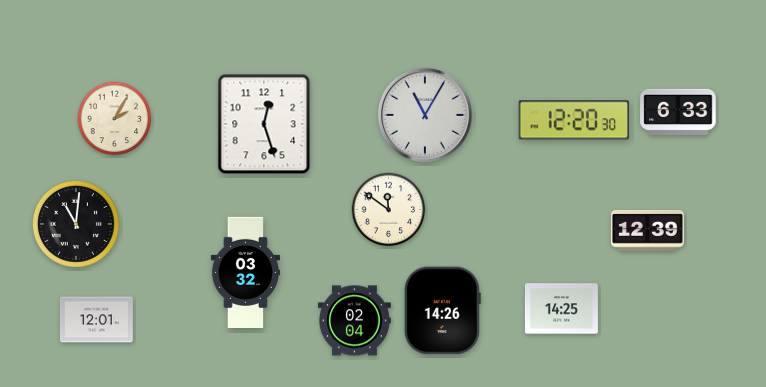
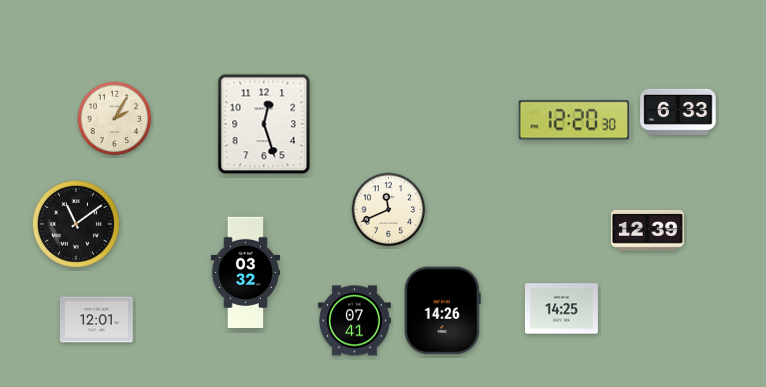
clock at (426, 116): 11:05 -> none
clock at (389, 210): 11:51 -> 11:41
clock at (76, 224): 11:01 -> 11:09
clock at (354, 321): 02:04 -> 07:41
